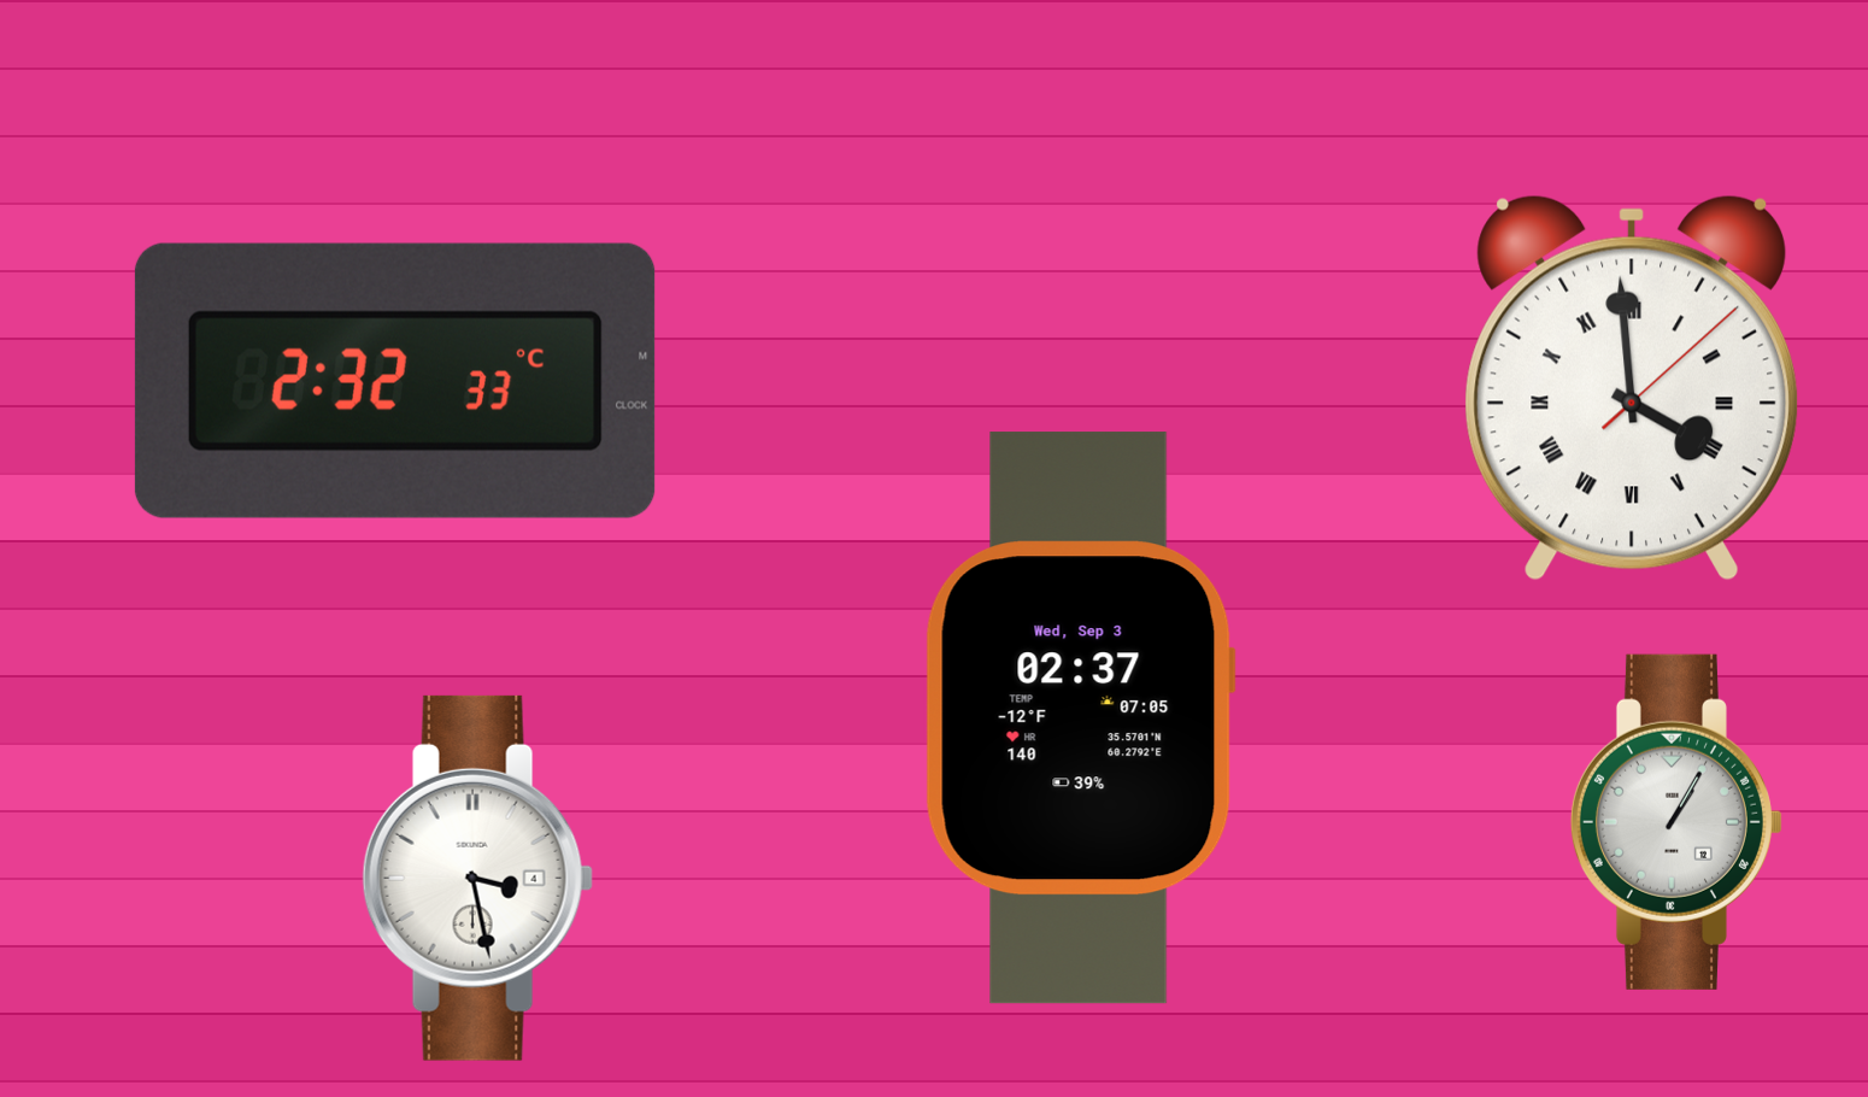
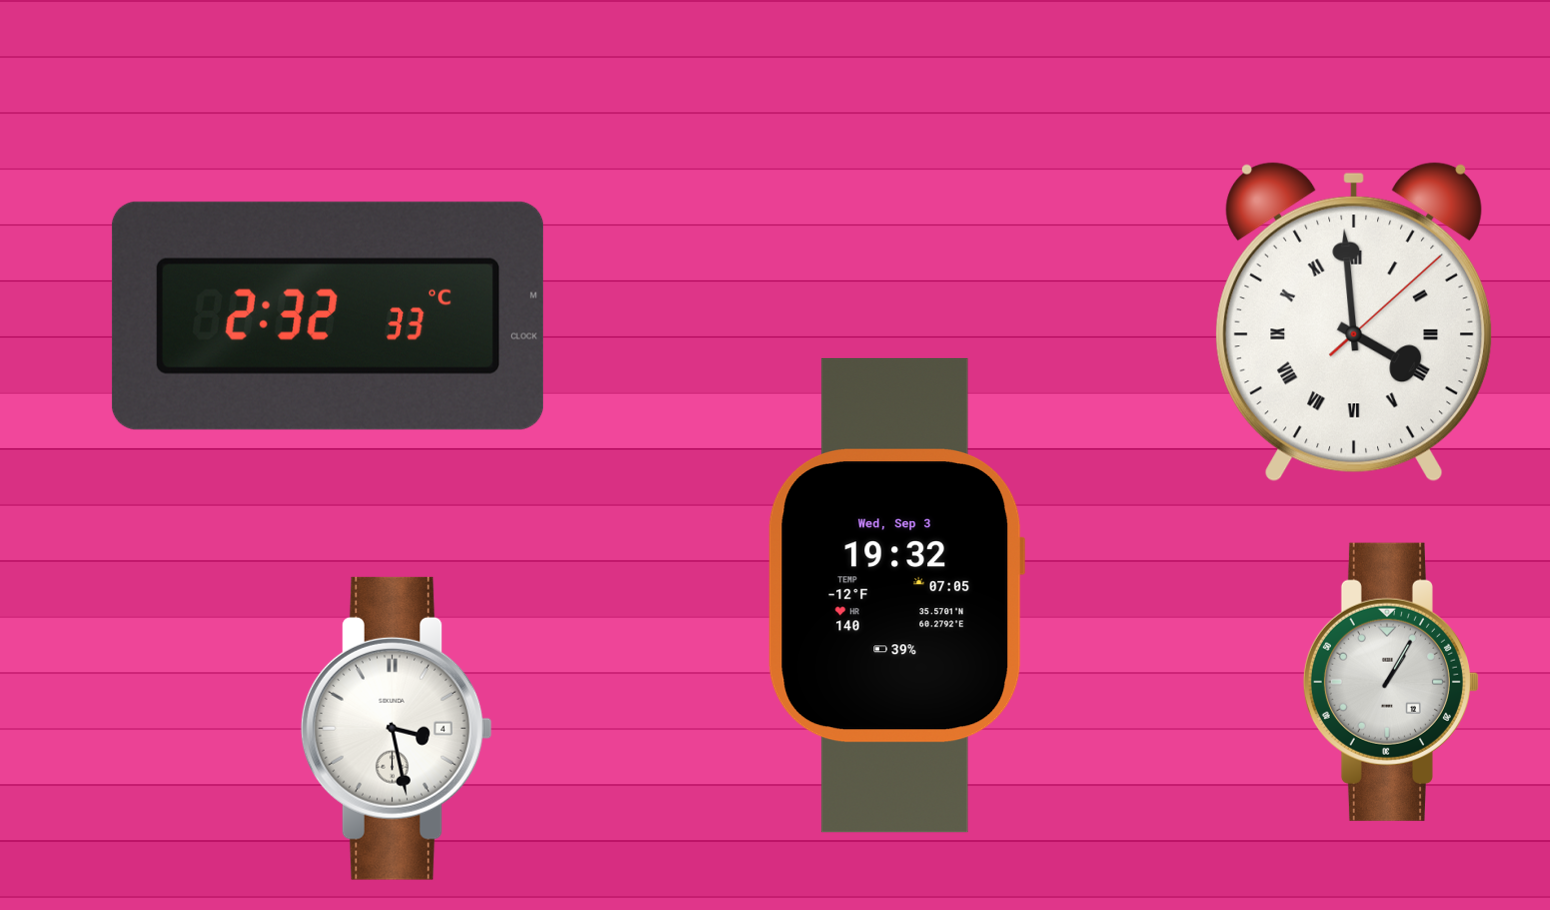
clock at (1080, 718): 02:37 -> 19:32
